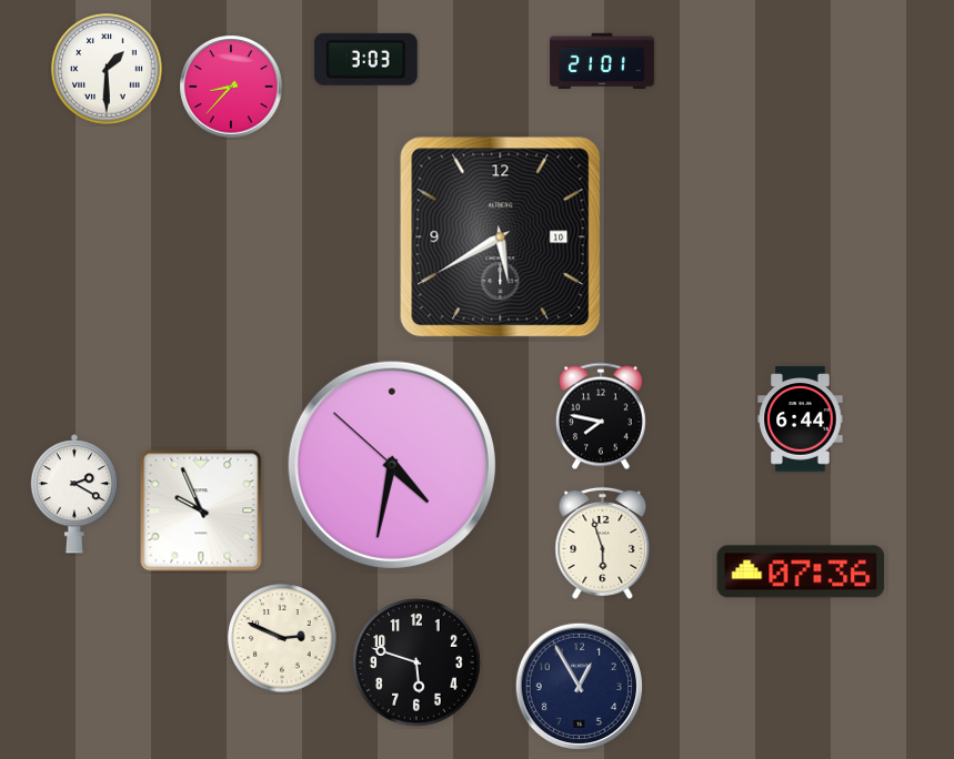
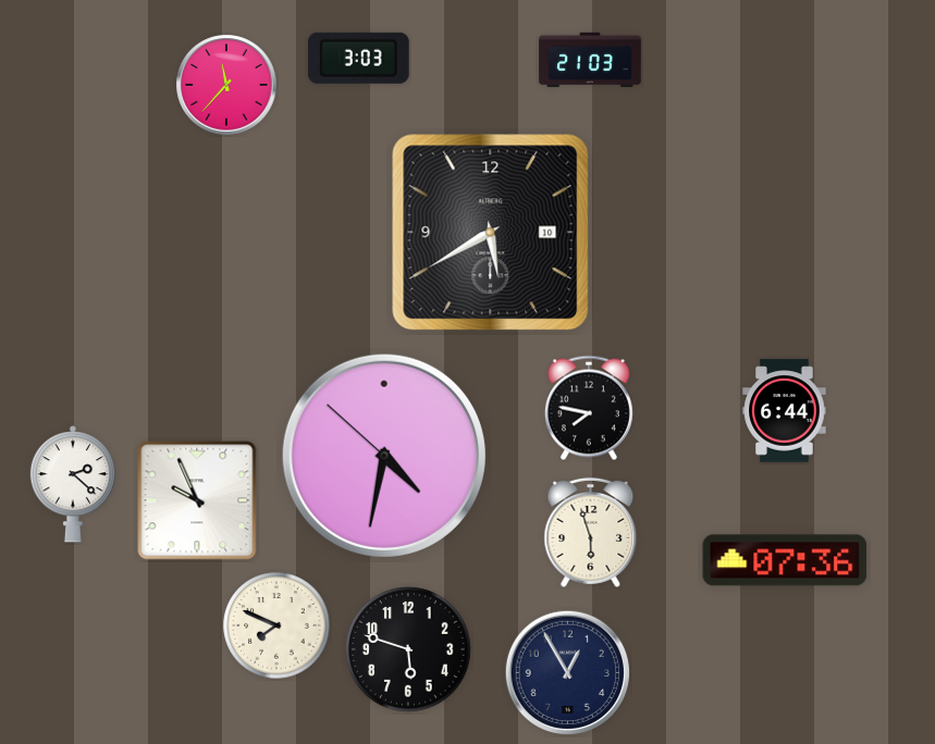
clock at (602, 61): 21:01 -> 21:03
clock at (107, 69): 1:30 -> none
clock at (231, 87): 8:37 -> 11:37
clock at (73, 494): 2:20 -> 2:22
clock at (282, 638): 2:49 -> 7:49
